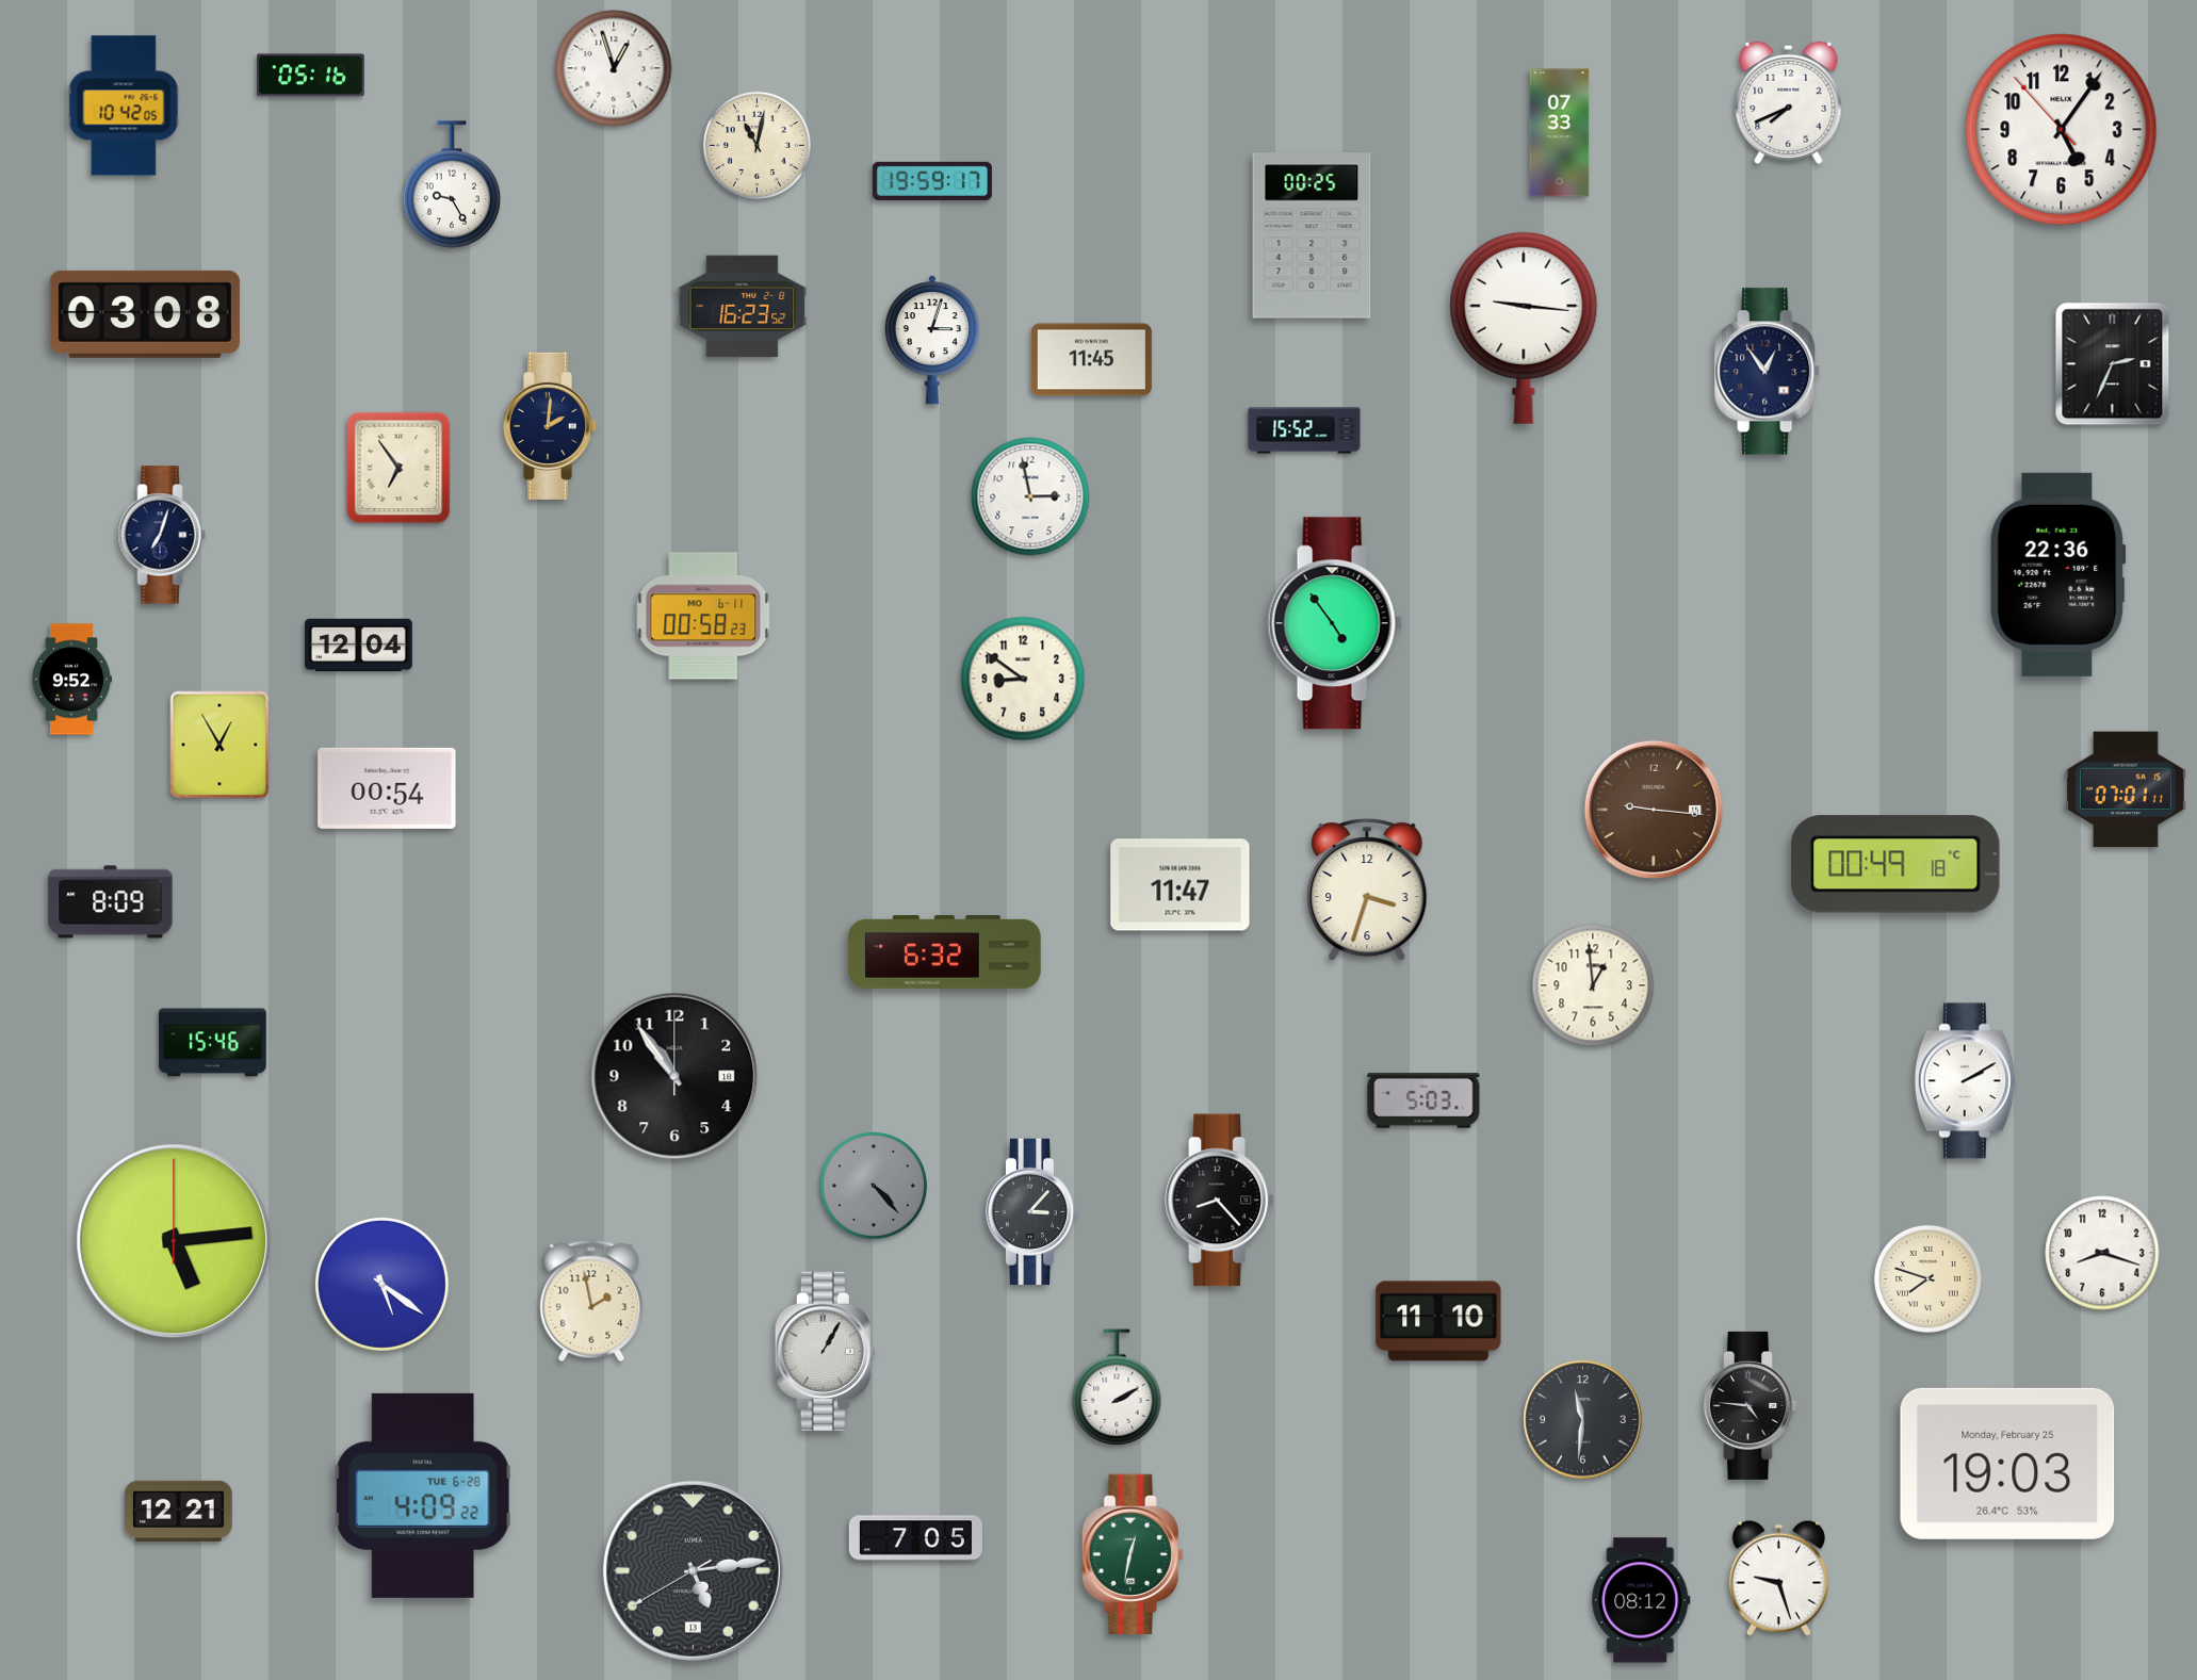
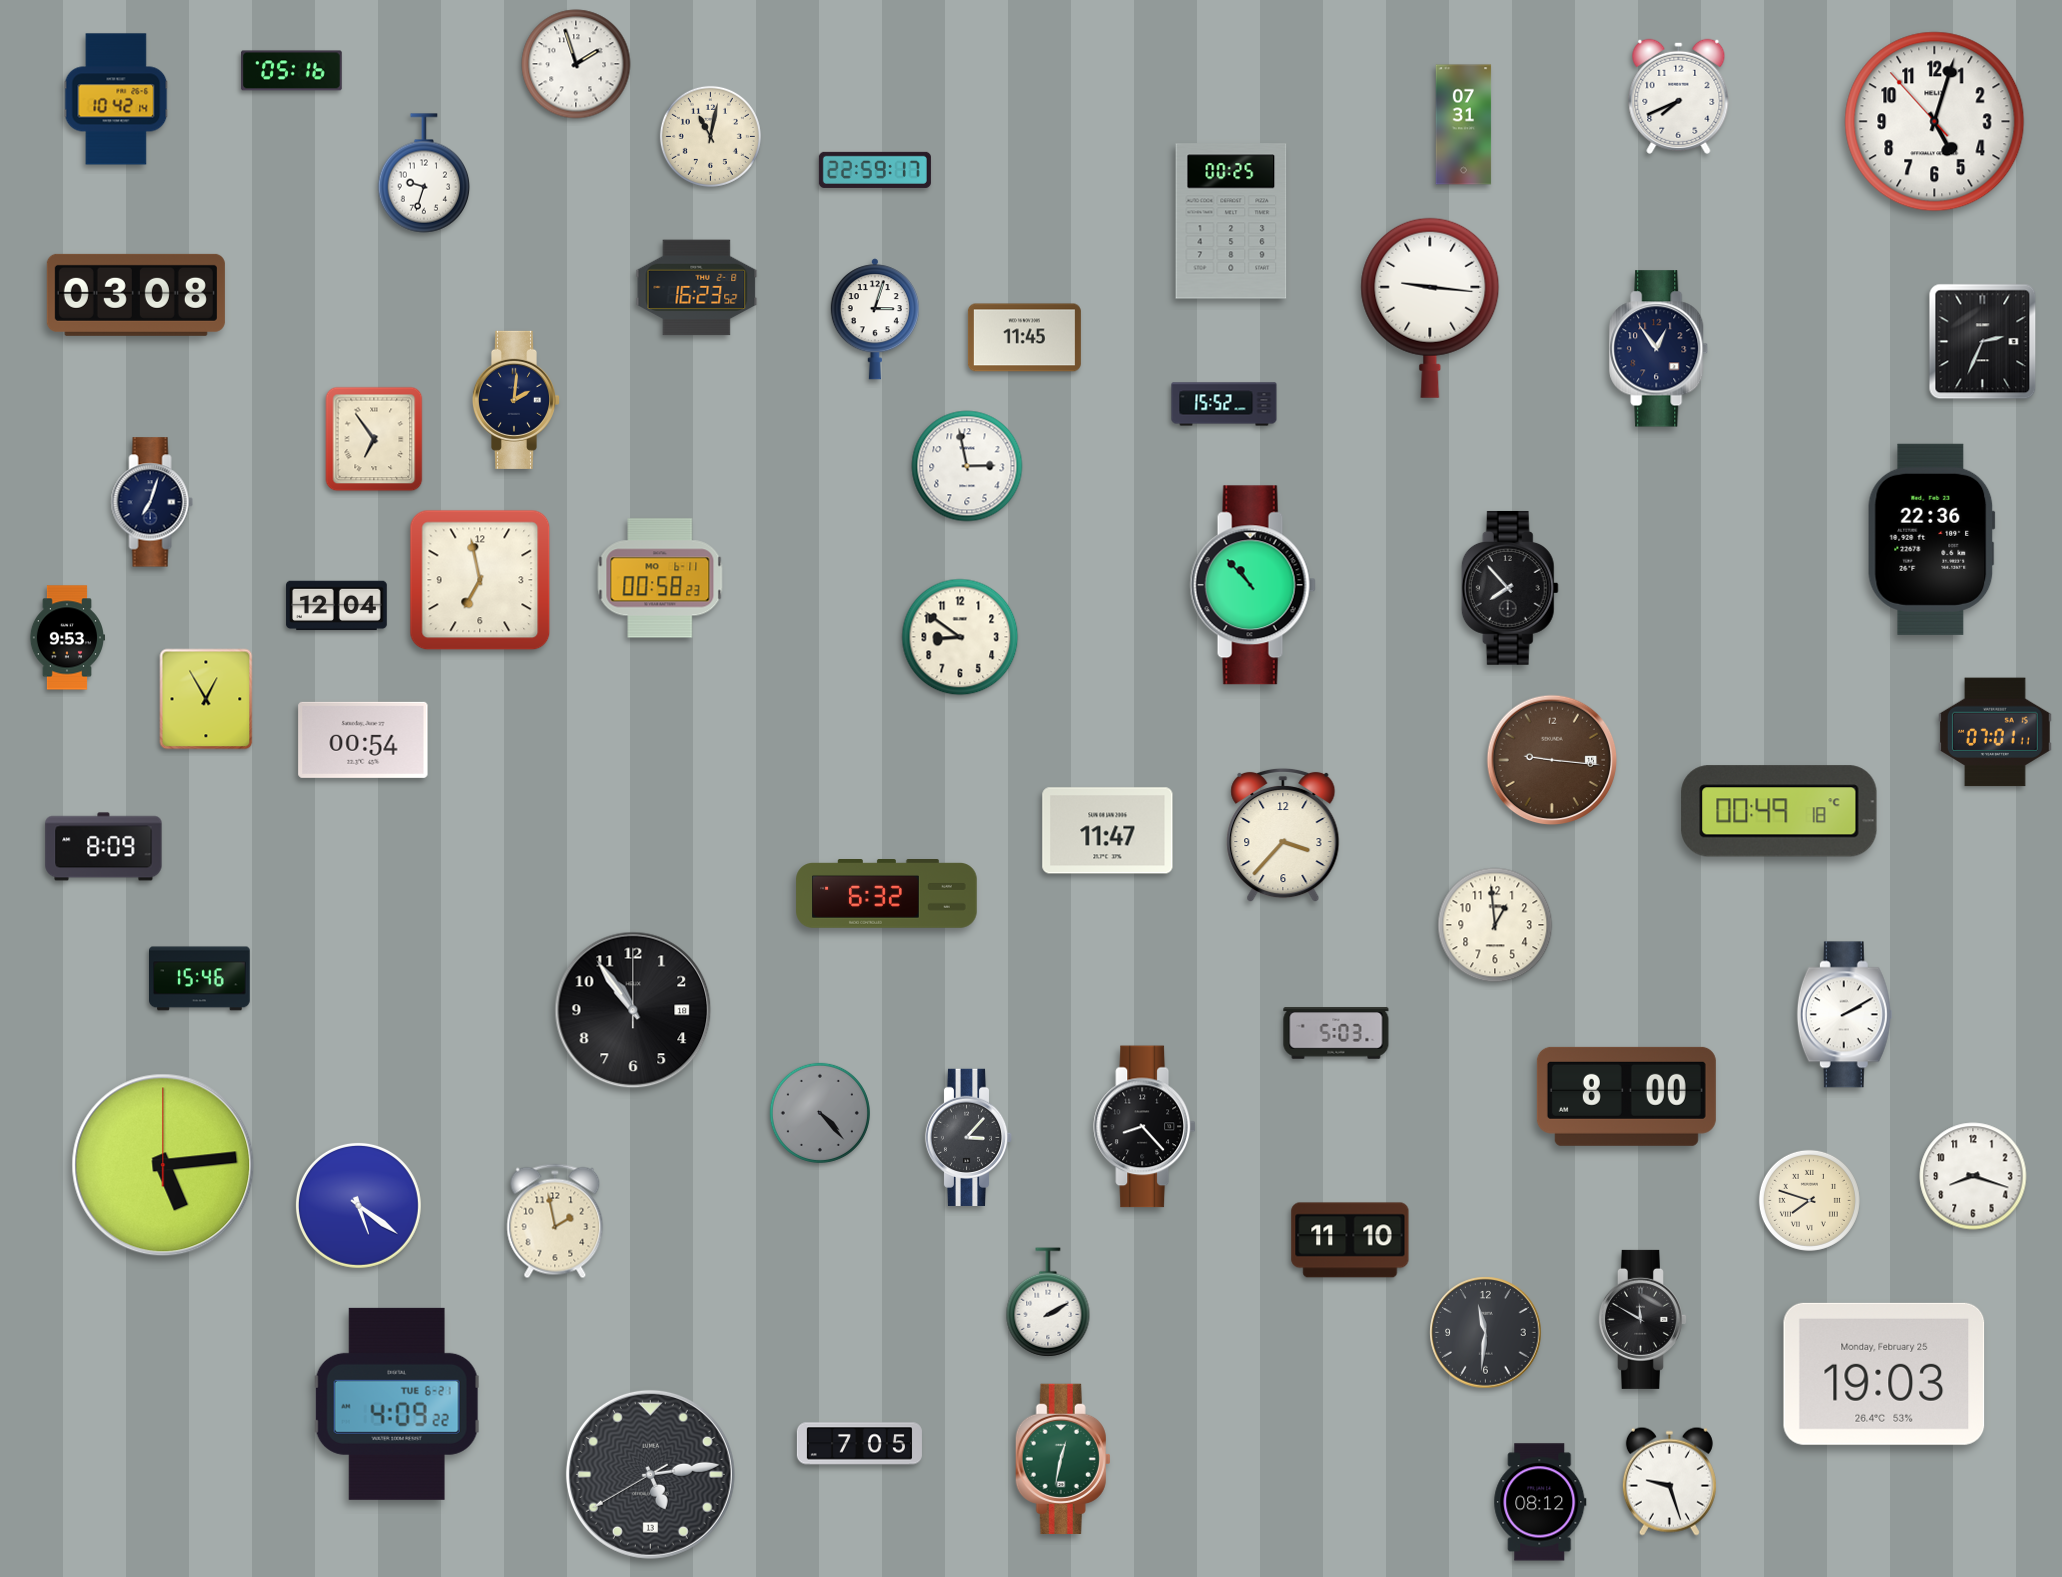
clock at (614, 68): 12:57 -> 1:57
clock at (124, 105): 10:42:05 -> 10:42:14
clock at (2062, 130): 5:05 -> 5:02
clock at (1560, 133): 07:33 -> 07:31
clock at (932, 181): 19:59 -> 22:59
clock at (452, 184): 9:25 -> 9:33
clock at (480, 580): none -> 6:58
clock at (1335, 623): 4:54 -> 10:53
clock at (1510, 588): none -> 7:53
clock at (70, 680): 9:52 -> 9:53
clock at (2126, 789) position: (2126, 789) -> (1995, 732)
clock at (1367, 890): 3:33 -> 3:37
clock at (1626, 1096): none -> 8:00
clock at (825, 1352): 1:05 -> none
clock at (1750, 1405): 4:46 -> 11:50
clock at (423, 1496) date: TUE 6-28 -> TUE 6-21
clock at (179, 1511): 12:21 -> none
